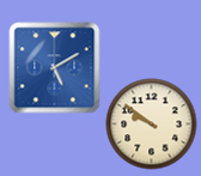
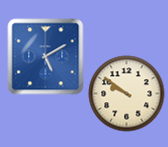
clock at (152, 125) position: (152, 125) -> (127, 94)
